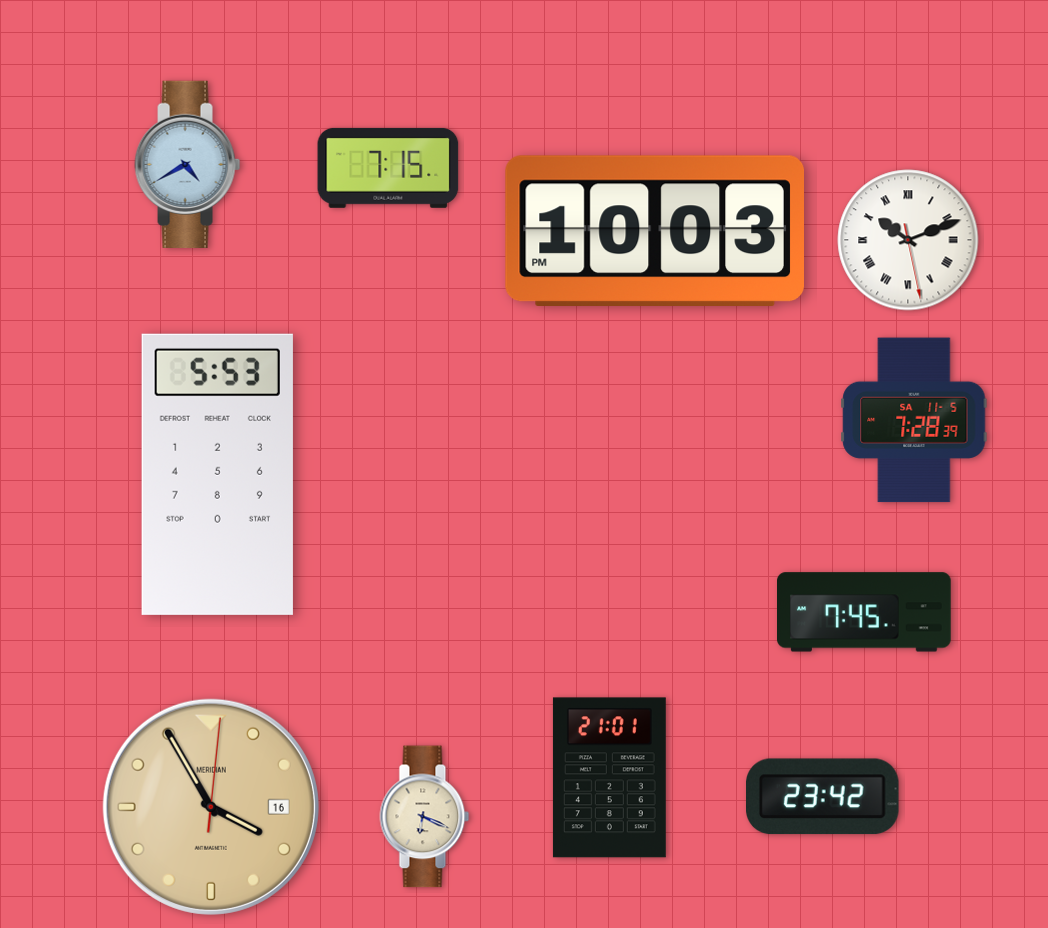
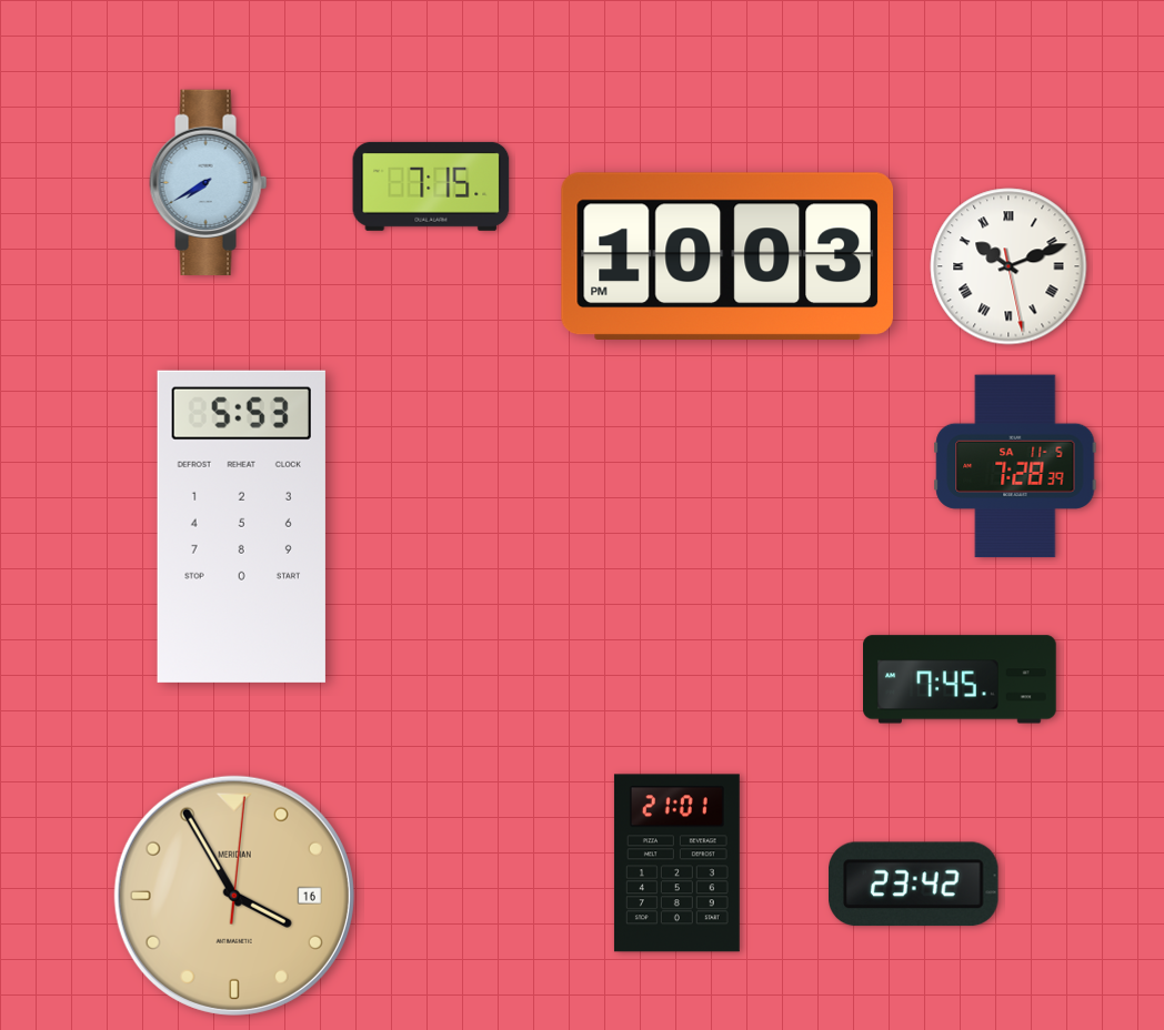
clock at (188, 164): 4:40 -> 7:40
clock at (425, 817): 6:19 -> none
